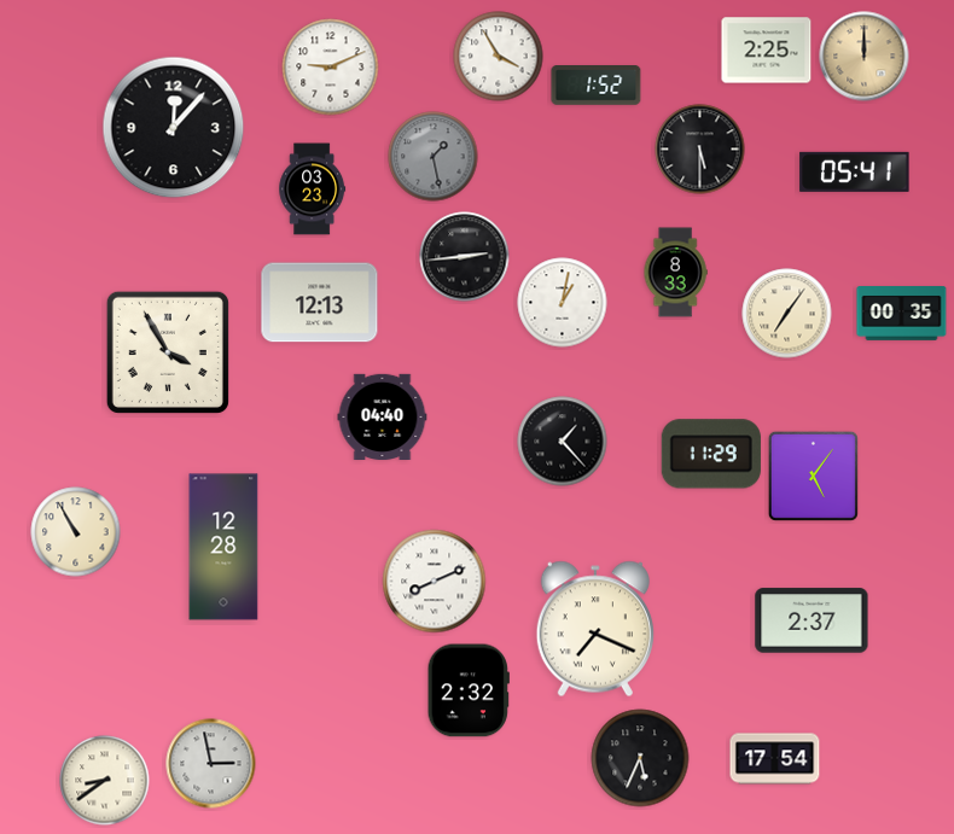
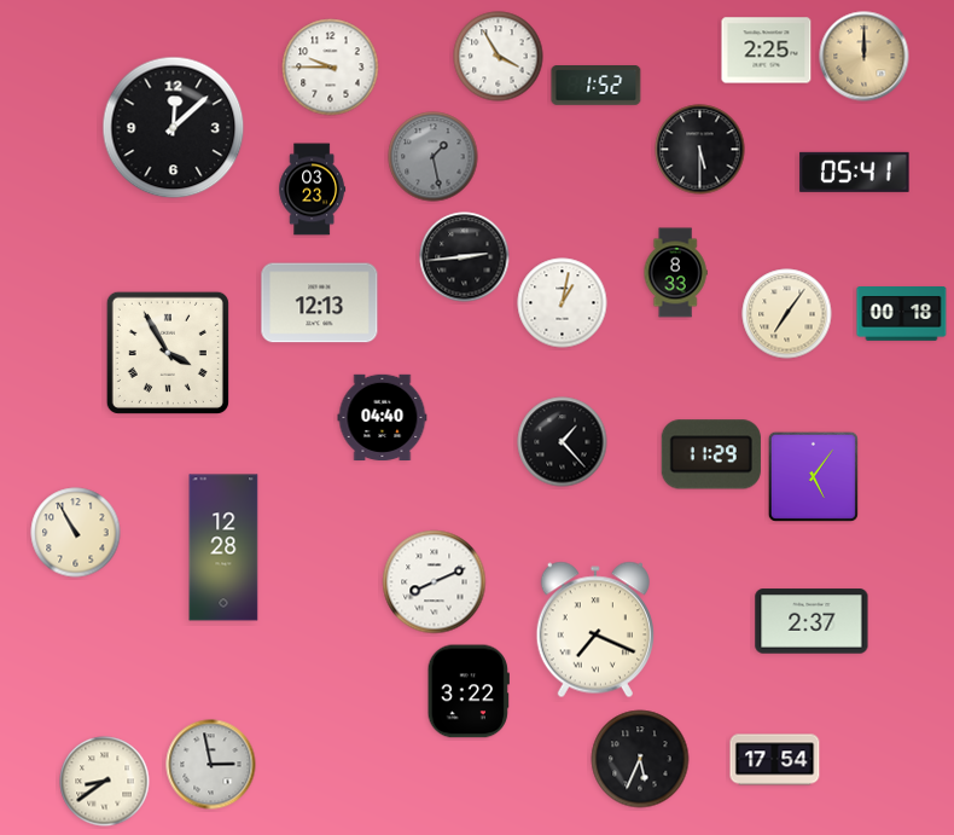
clock at (331, 68): 9:11 -> 9:45
clock at (174, 128): 12:07 -> 12:08
clock at (902, 314): 00:35 -> 00:18
clock at (469, 690): 2:32 -> 3:22
